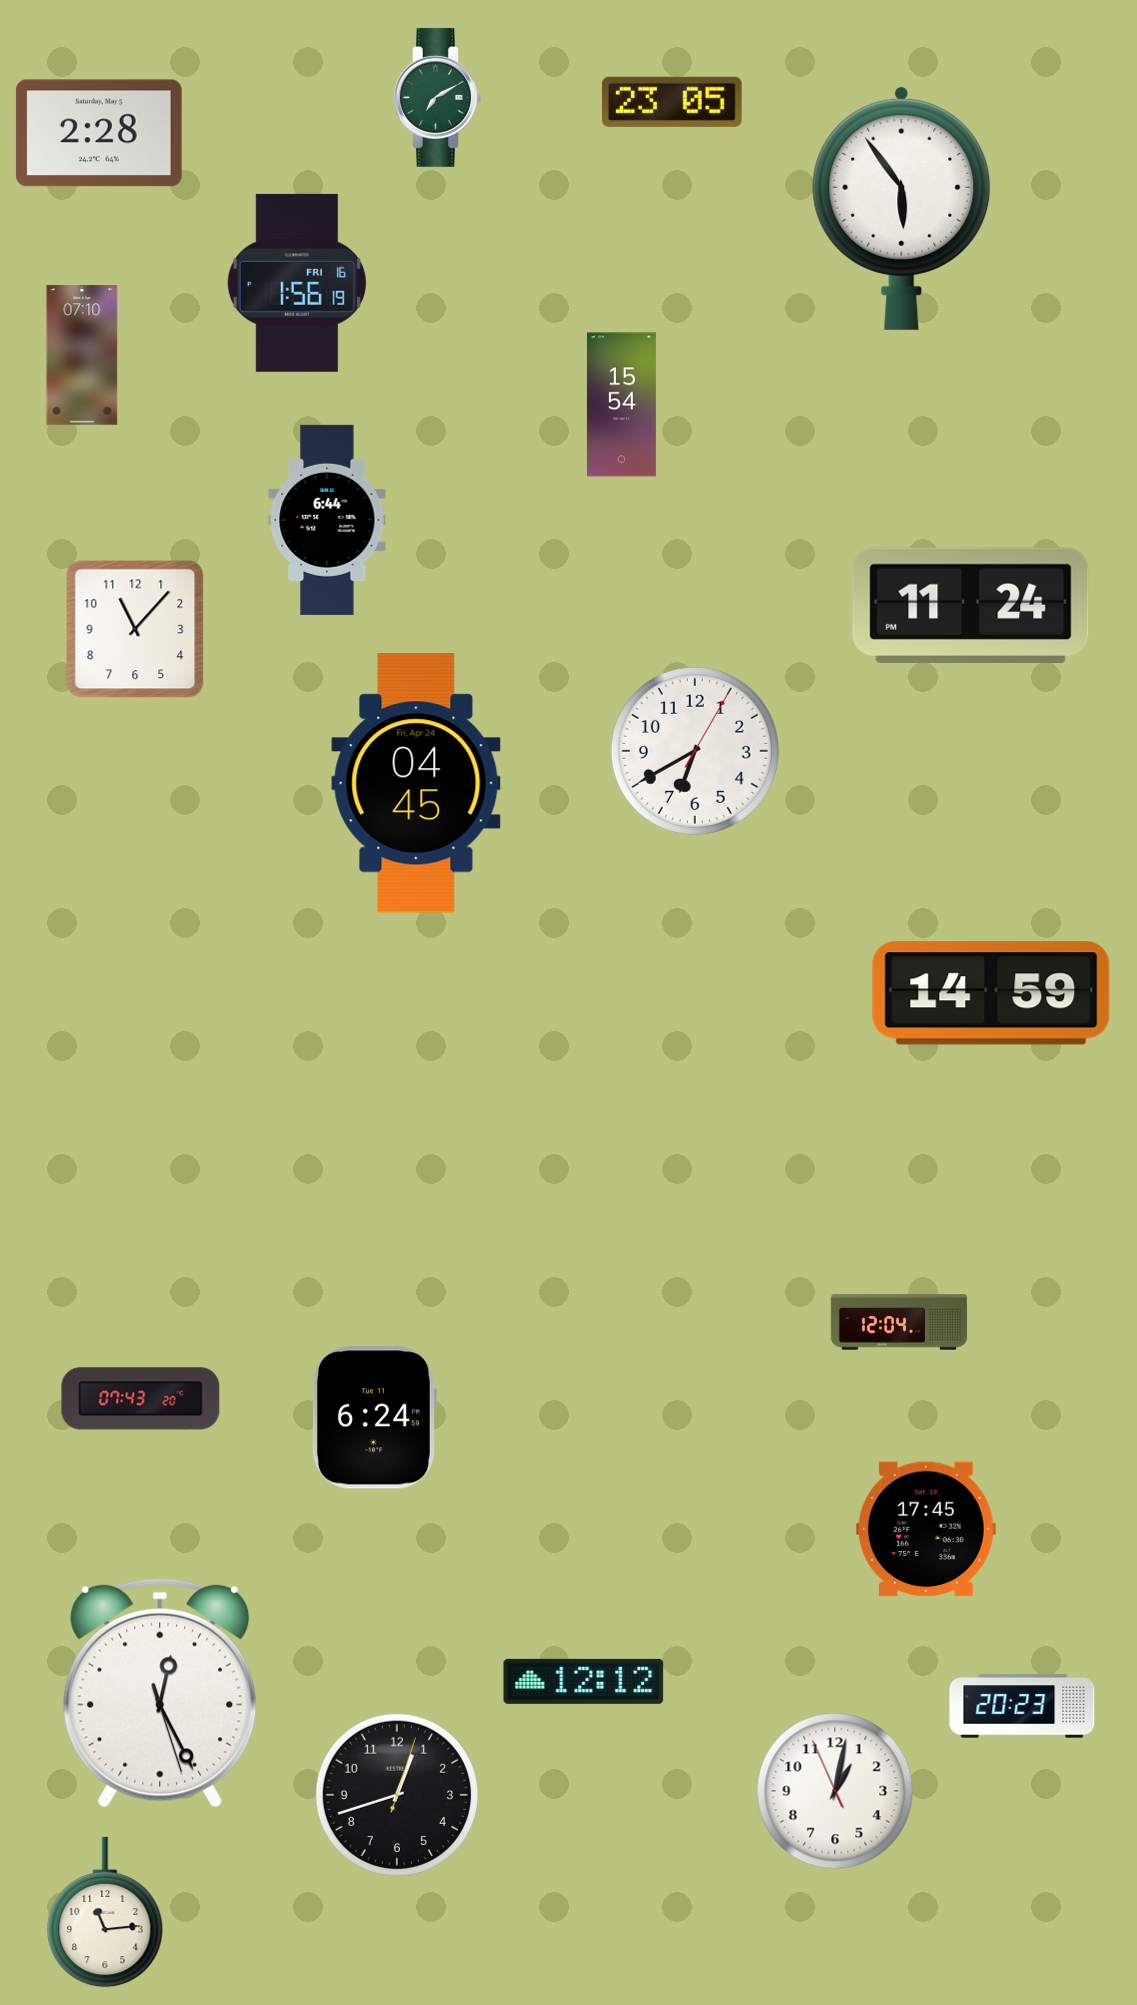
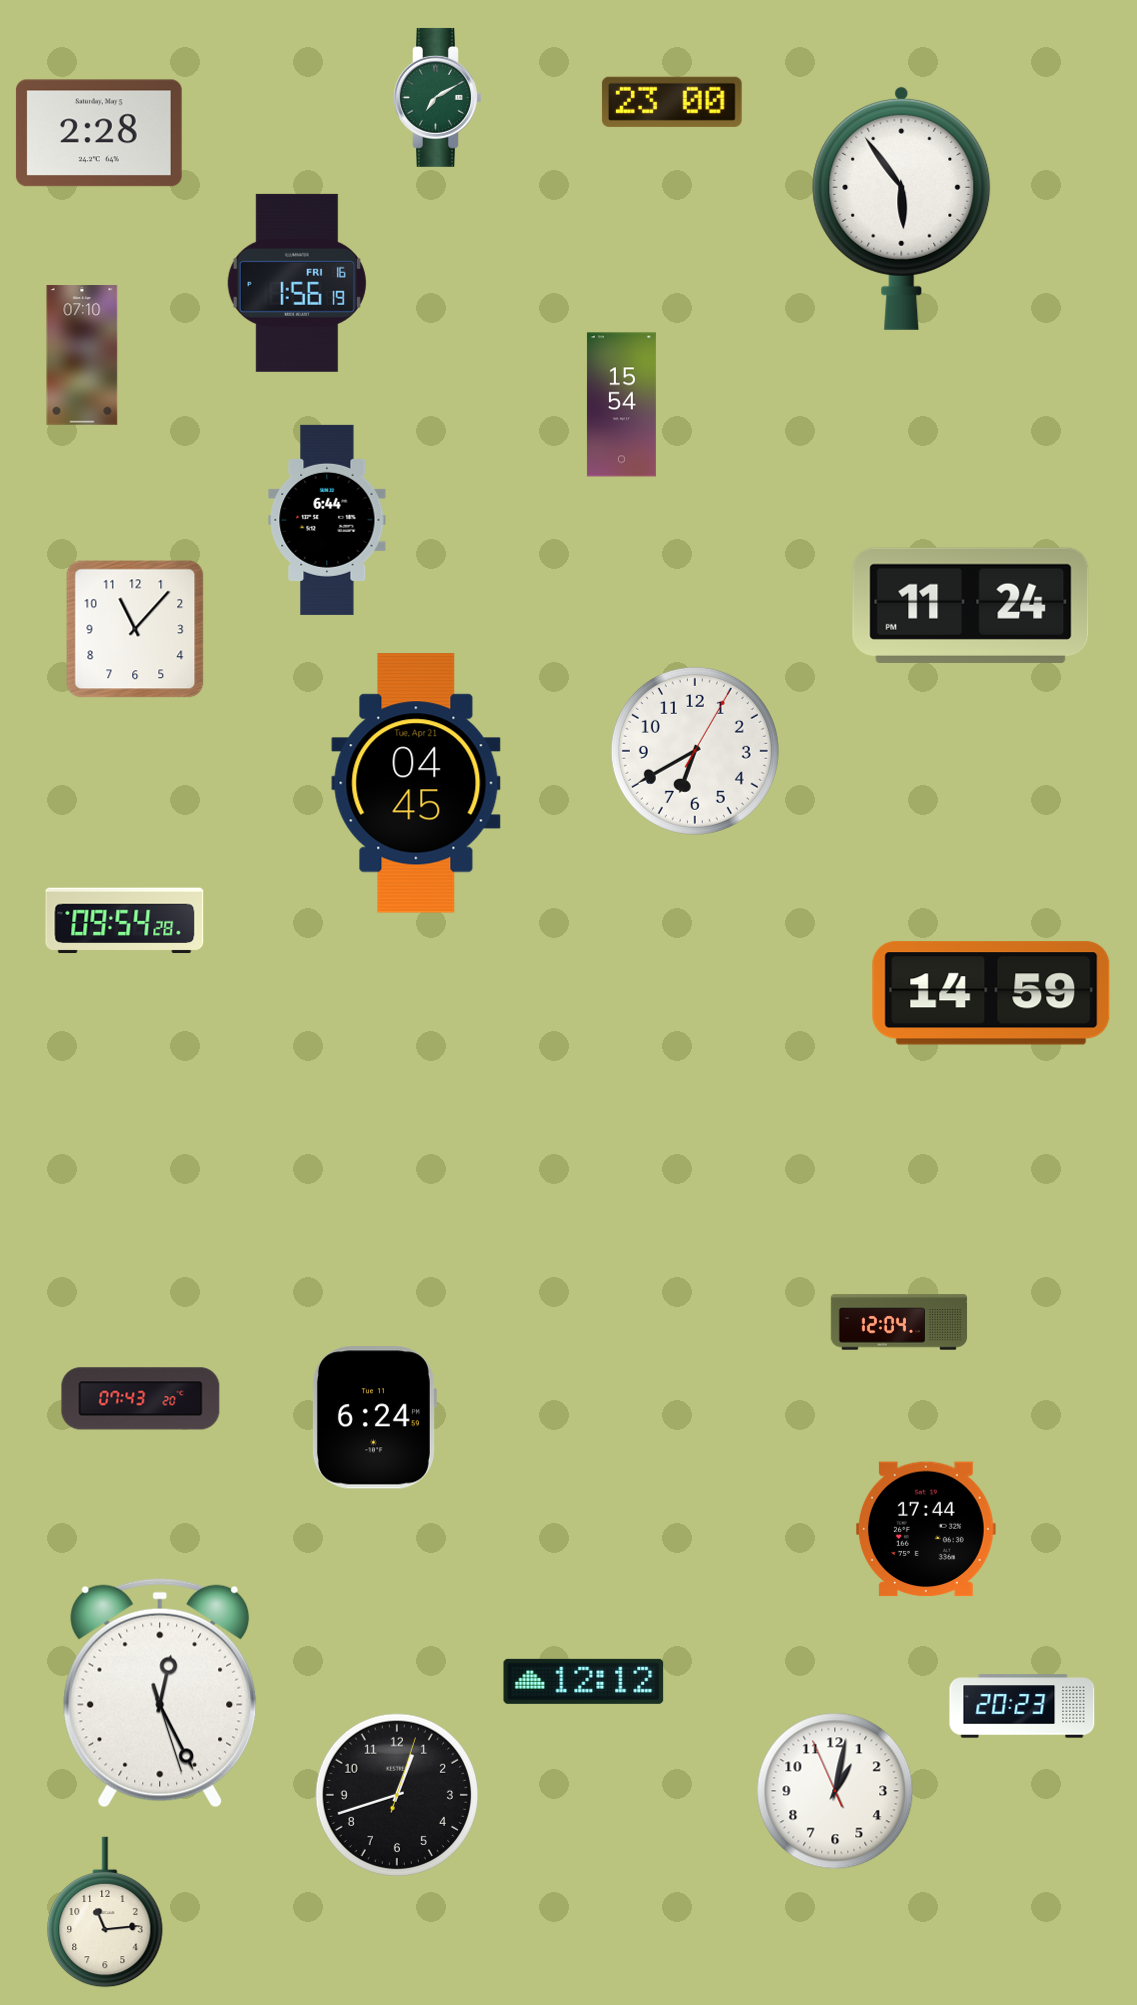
clock at (672, 102): 23:05 -> 23:00
clock at (416, 783) date: Fri, Apr 24 -> Tue, Apr 21
clock at (125, 921): none -> 09:54
clock at (927, 1529): 17:45 -> 17:44
